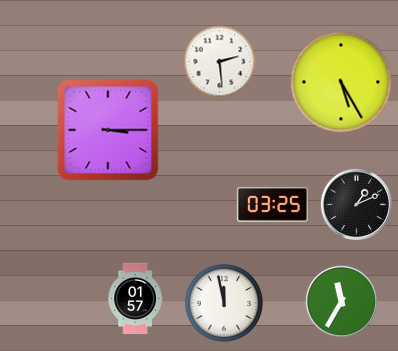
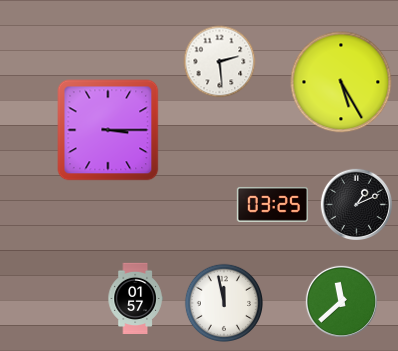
clock at (341, 301): 11:35 -> 11:38
